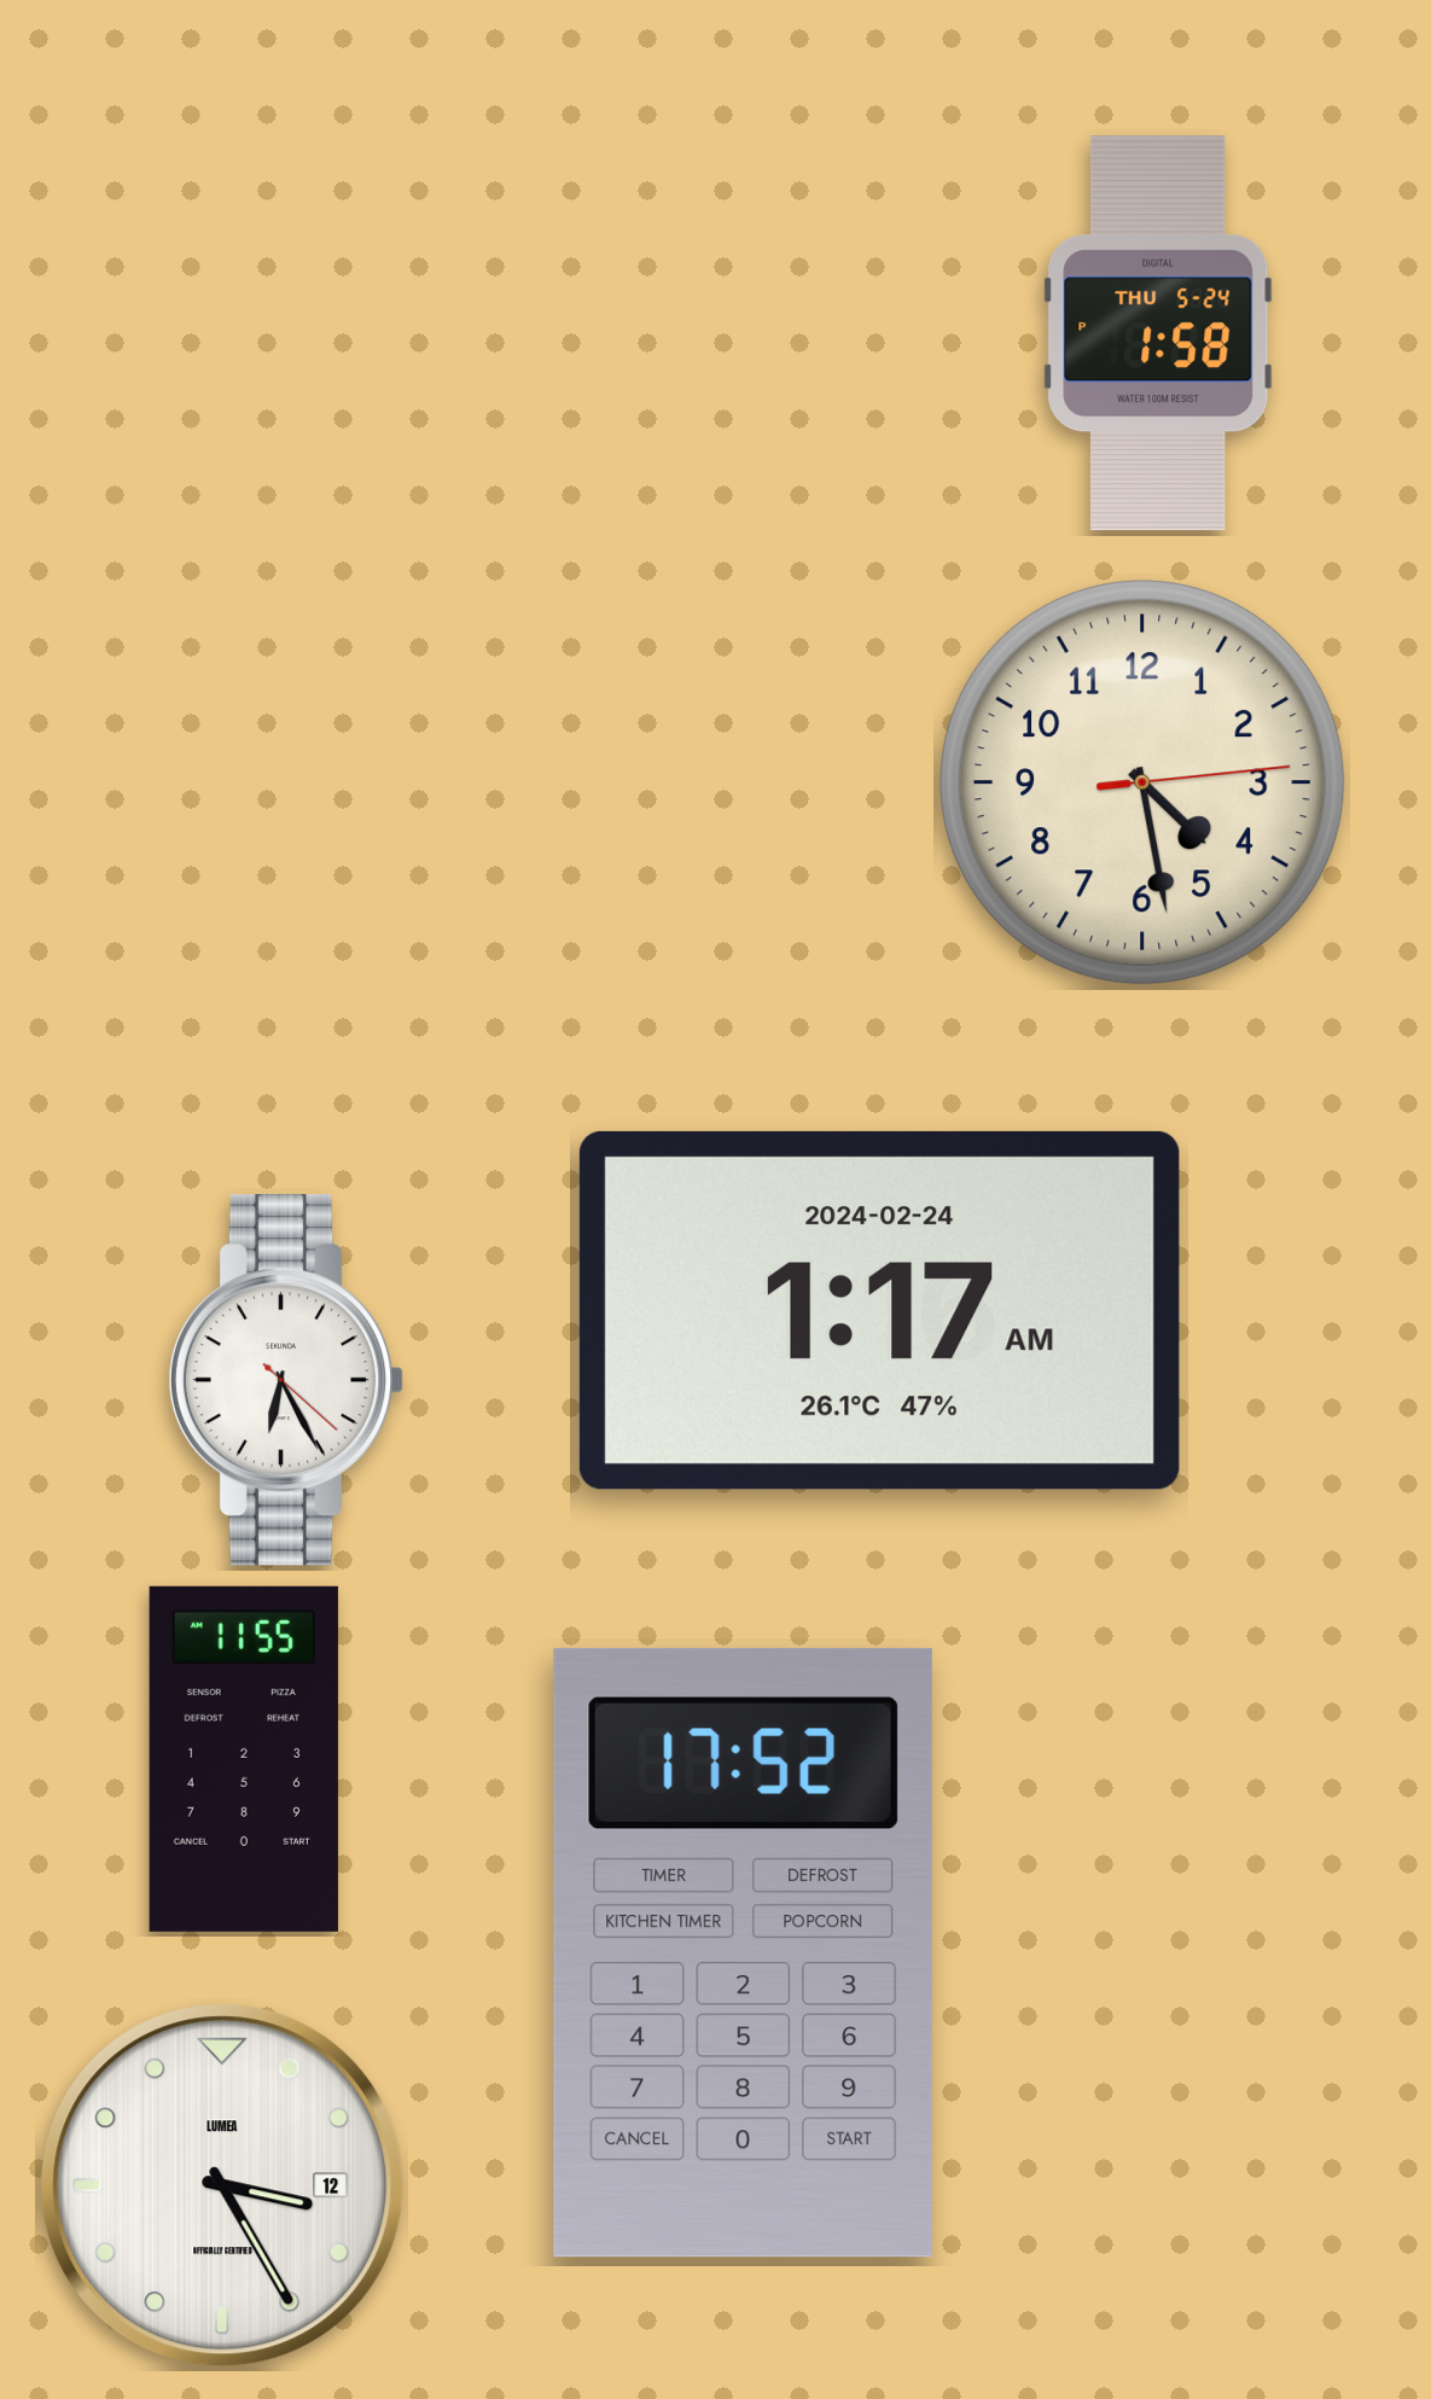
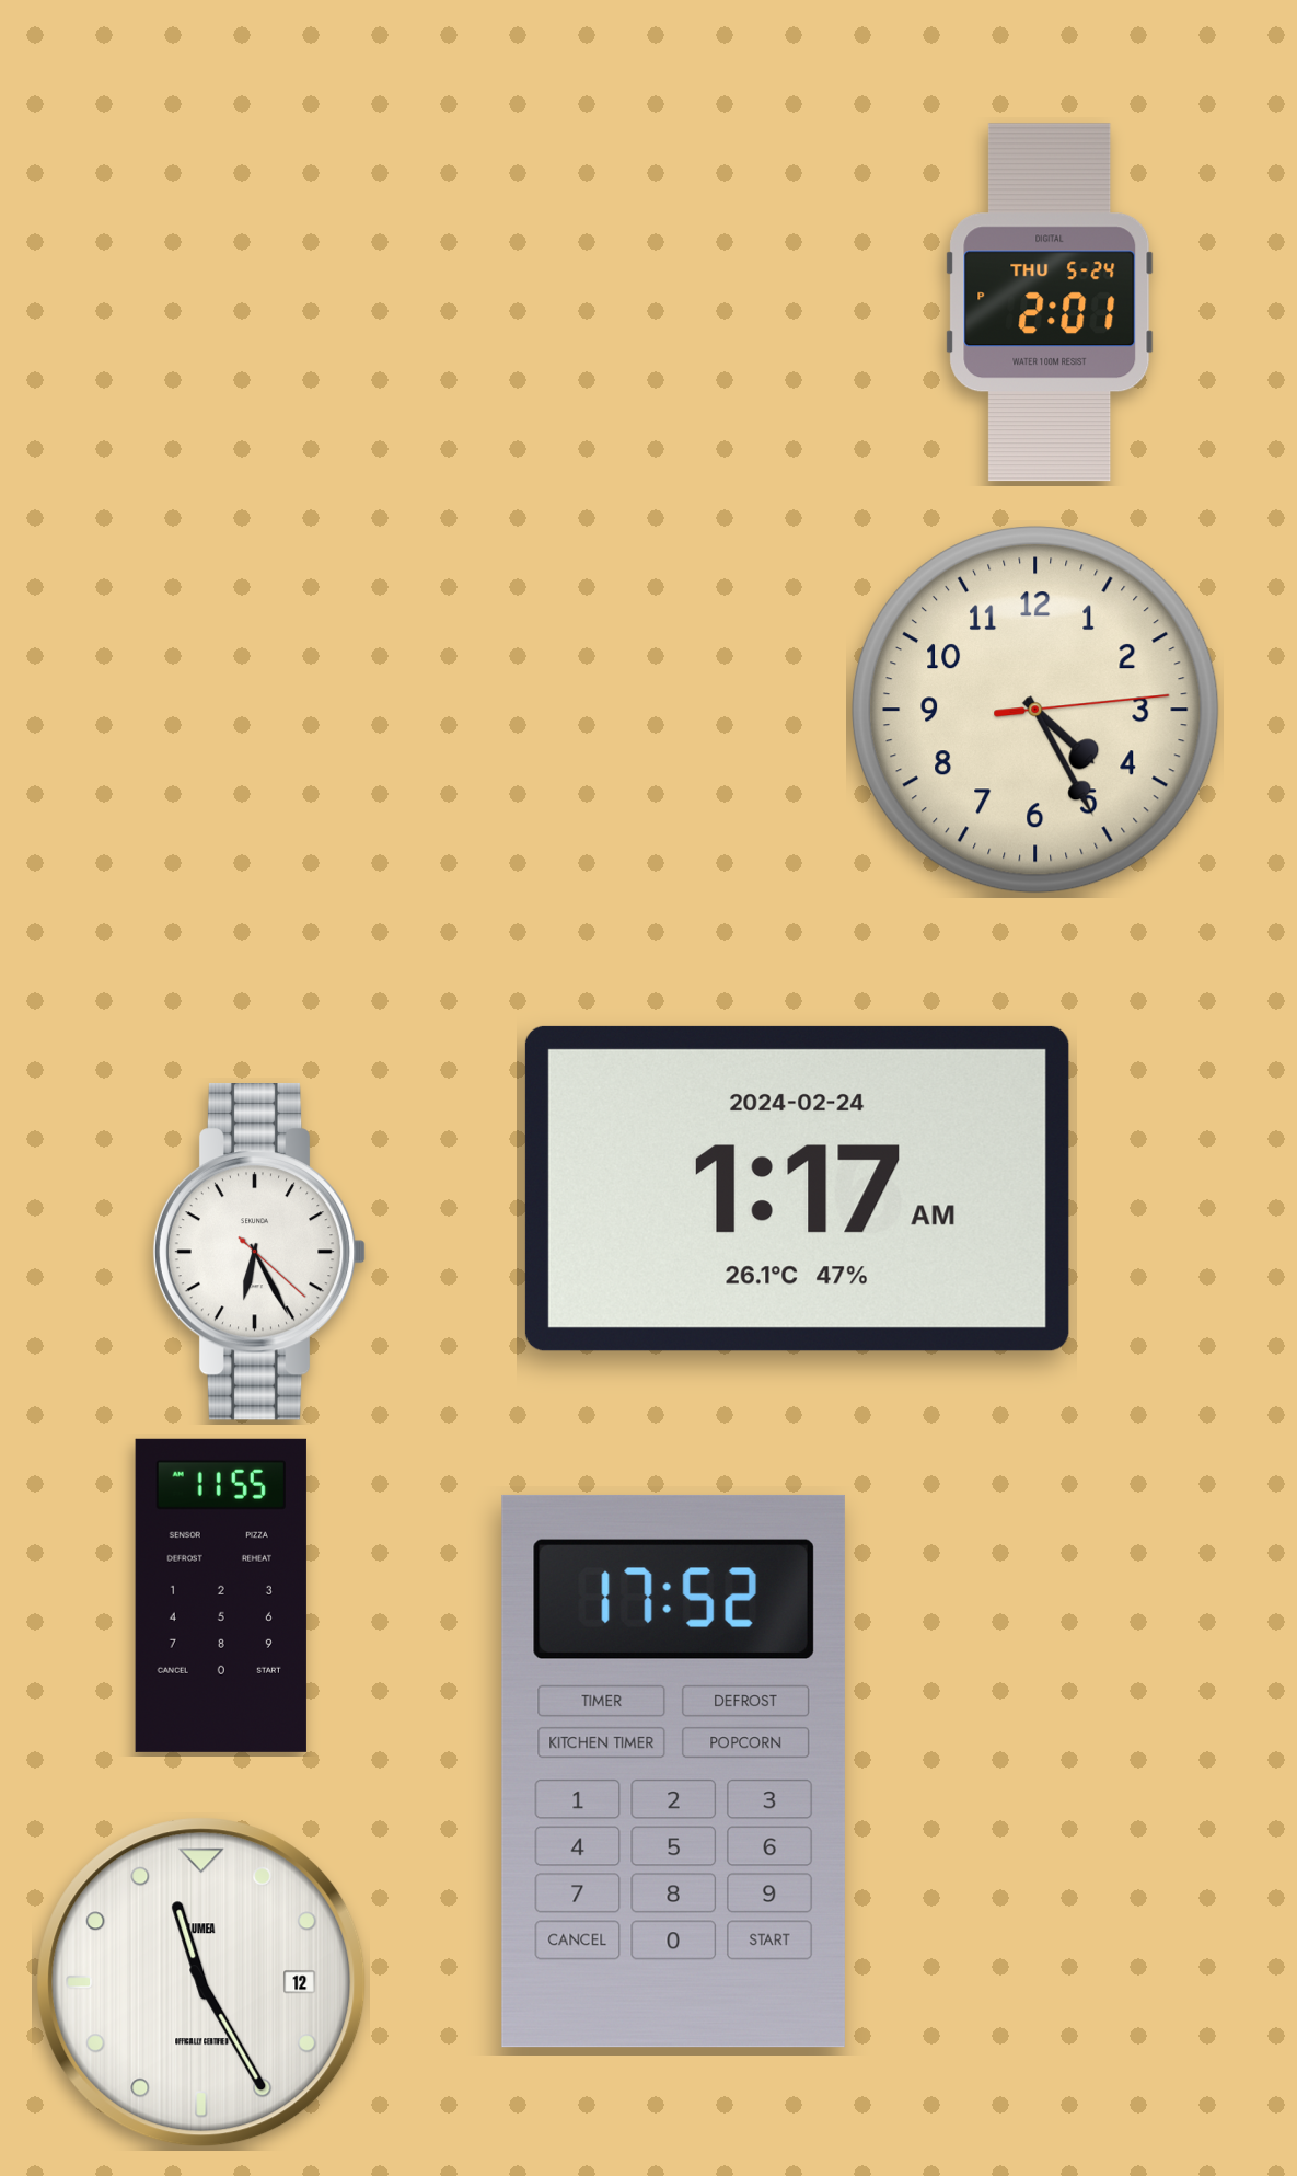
clock at (1158, 333): 1:58 -> 2:01
clock at (1142, 782): 4:28 -> 4:25
clock at (222, 2185): 3:25 -> 11:25
